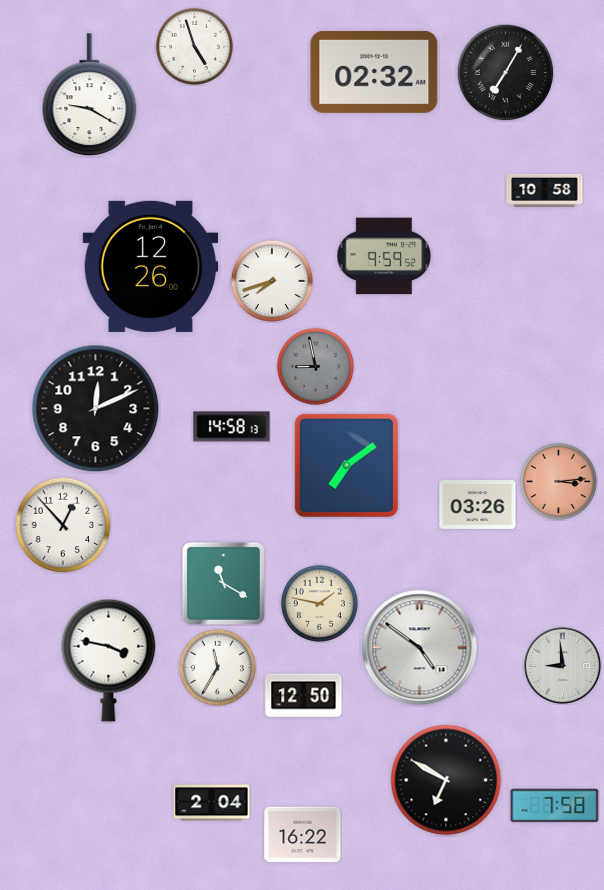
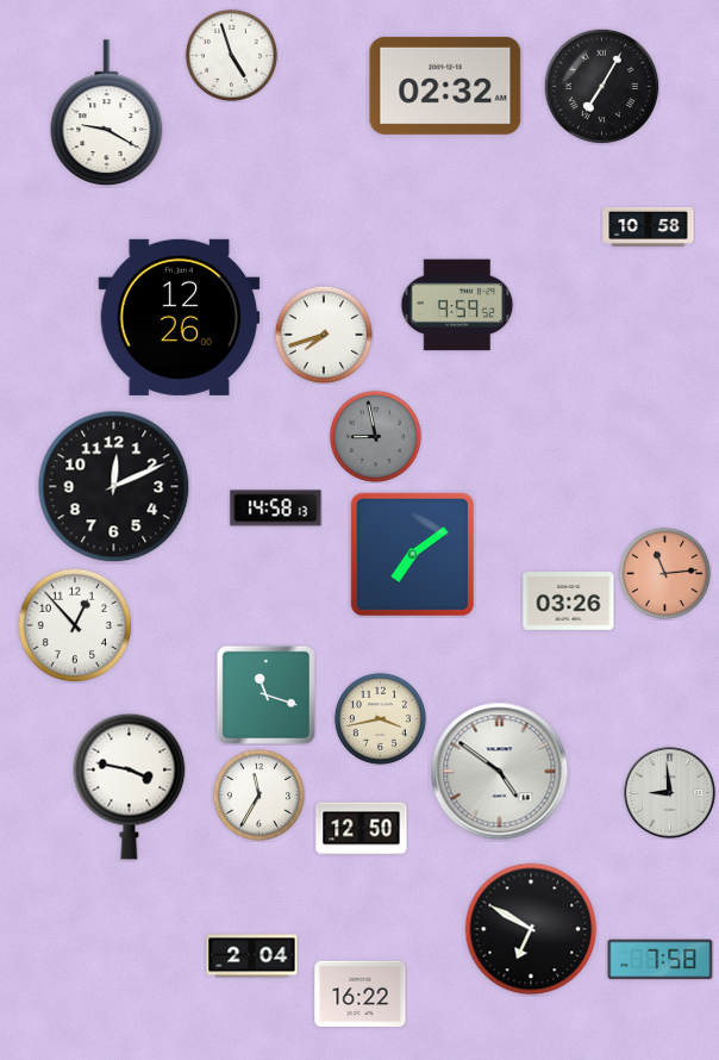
clock at (558, 481): 3:14 -> 11:14
clock at (223, 583): 11:20 -> 11:18
clock at (319, 603): 1:47 -> 3:43
